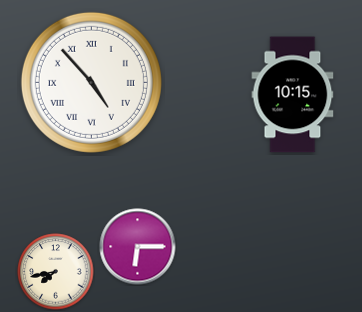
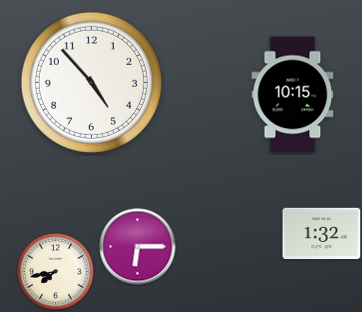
clock at (91, 82) numerals: Roman -> Arabic
clock at (322, 234): none -> 1:32
